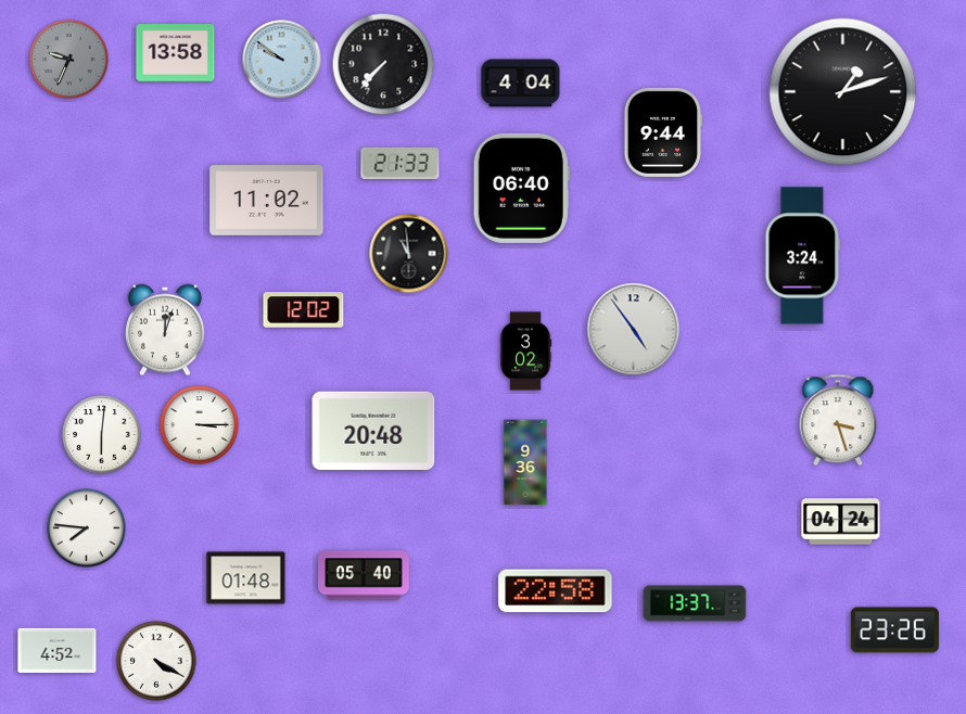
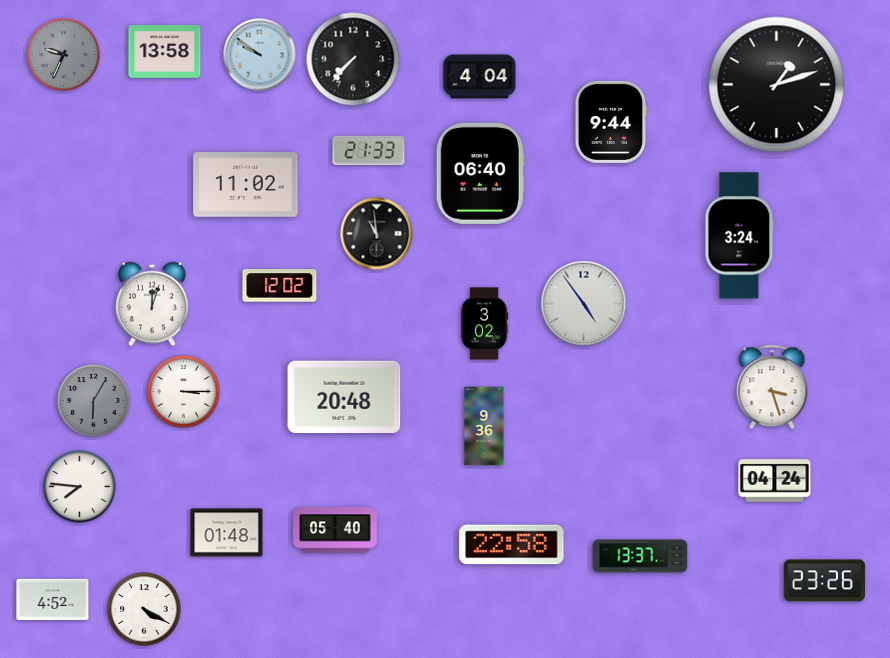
clock at (176, 53) position: (176, 53) -> (165, 52)
clock at (102, 435): 6:01 -> 6:05
clock at (102, 435) dial: white -> grey
